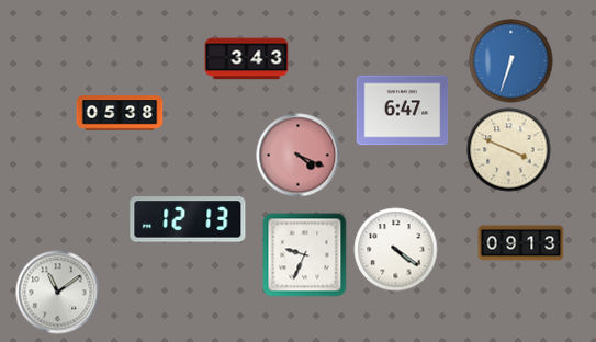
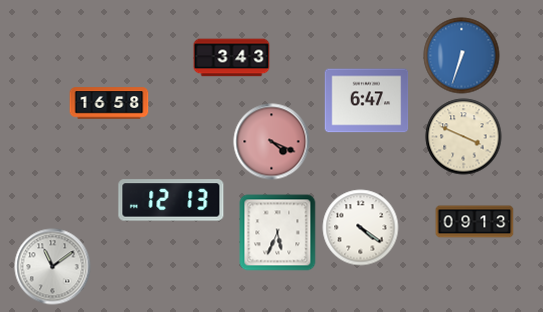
clock at (247, 59) position: (247, 59) -> (232, 58)
clock at (511, 61) position: (511, 61) -> (462, 56)
clock at (120, 113): 05:38 -> 16:58
clock at (305, 255): 9:34 -> 5:34
